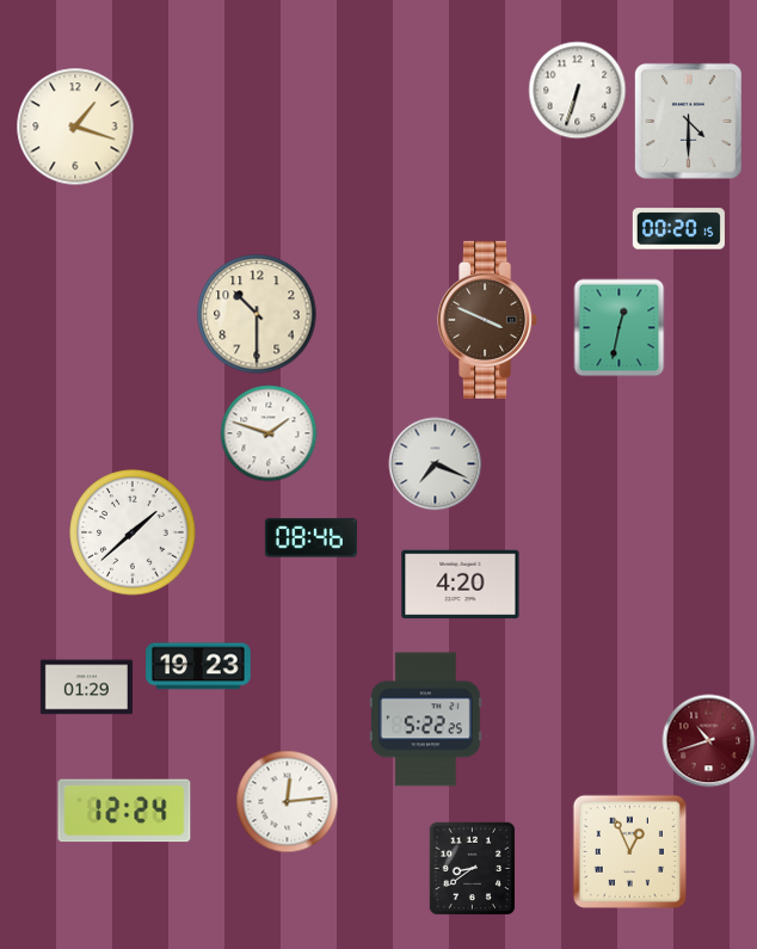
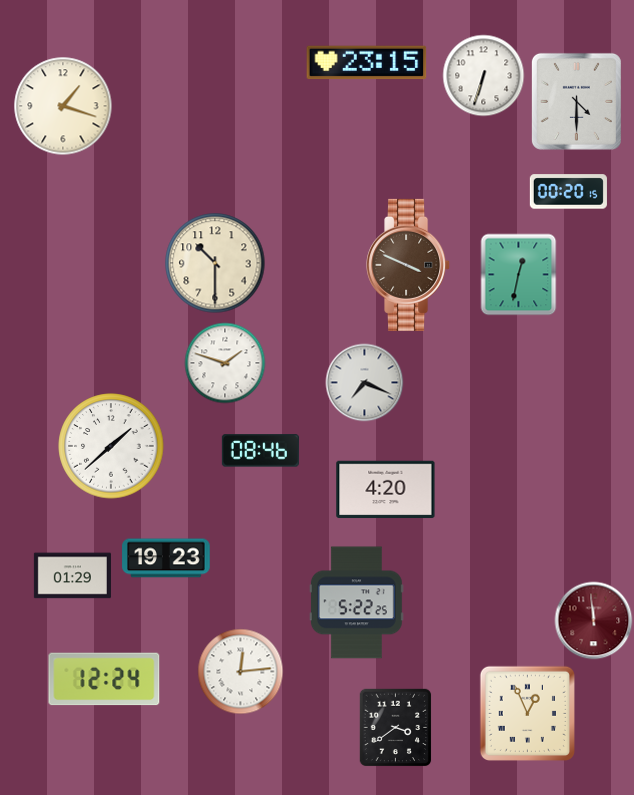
clock at (367, 63): none -> 23:15
clock at (488, 320) position: (488, 320) -> (409, 265)
clock at (435, 463) position: (435, 463) -> (364, 382)
clock at (708, 740): 10:42 -> 11:59
clock at (473, 868): 8:39 -> 3:39
